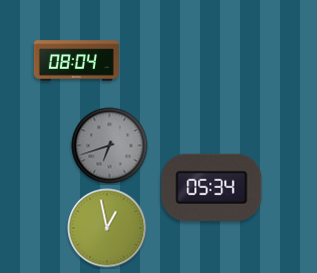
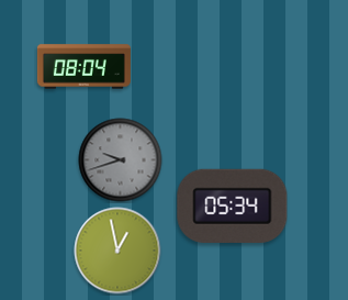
clock at (110, 146): 6:42 -> 9:42
